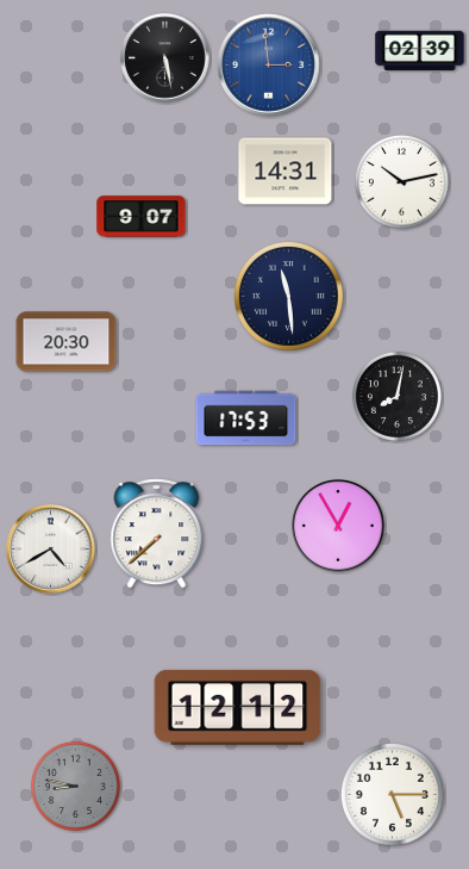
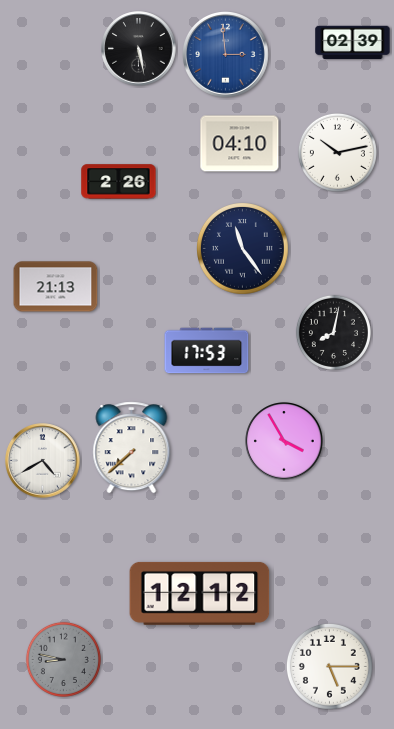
clock at (286, 172): 14:31 -> 04:10
clock at (142, 217): 9:07 -> 2:26
clock at (289, 297): 11:29 -> 11:24
clock at (67, 342): 20:30 -> 21:13
clock at (338, 526): 12:55 -> 3:55
